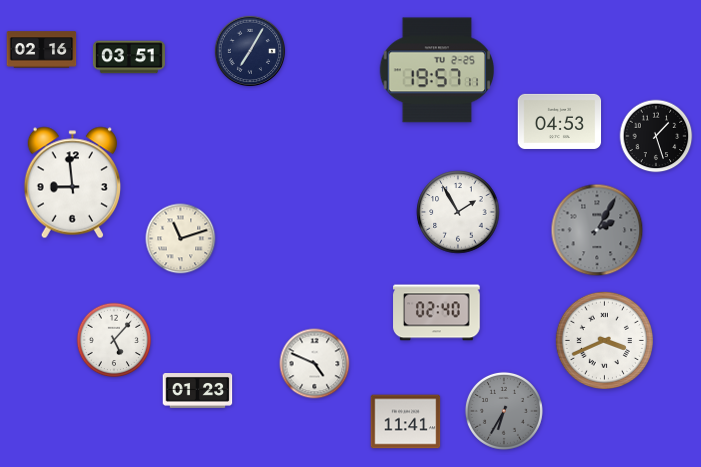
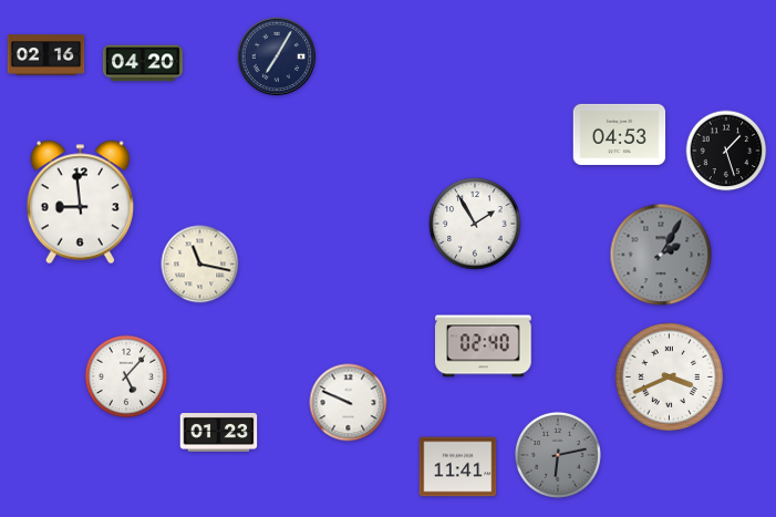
clock at (129, 57): 03:51 -> 04:20
clock at (437, 70): 19:57 -> none
clock at (458, 212) position: (458, 212) -> (475, 224)
clock at (181, 239): 11:12 -> 11:17
clock at (315, 364): 4:49 -> 9:49
clock at (504, 411): 6:35 -> 6:13
clock at (406, 422) position: (406, 422) -> (458, 467)
